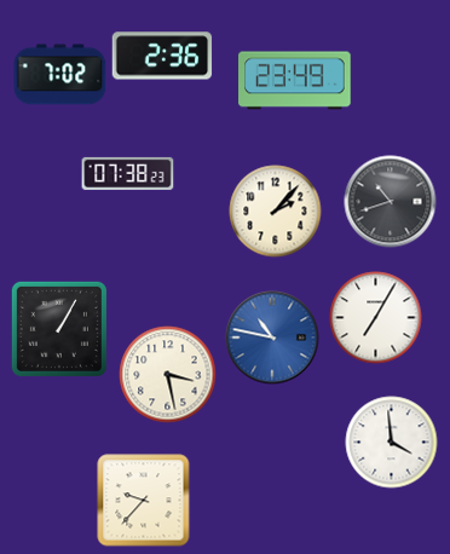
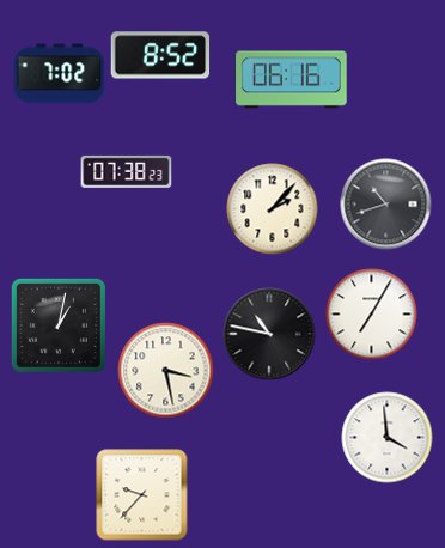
clock at (162, 56): 2:36 -> 8:52
clock at (295, 81): 23:49 -> 06:16
clock at (391, 202) position: (391, 202) -> (386, 205)
clock at (59, 329): 1:05 -> 1:02
clock at (272, 337) dial: blue -> black
